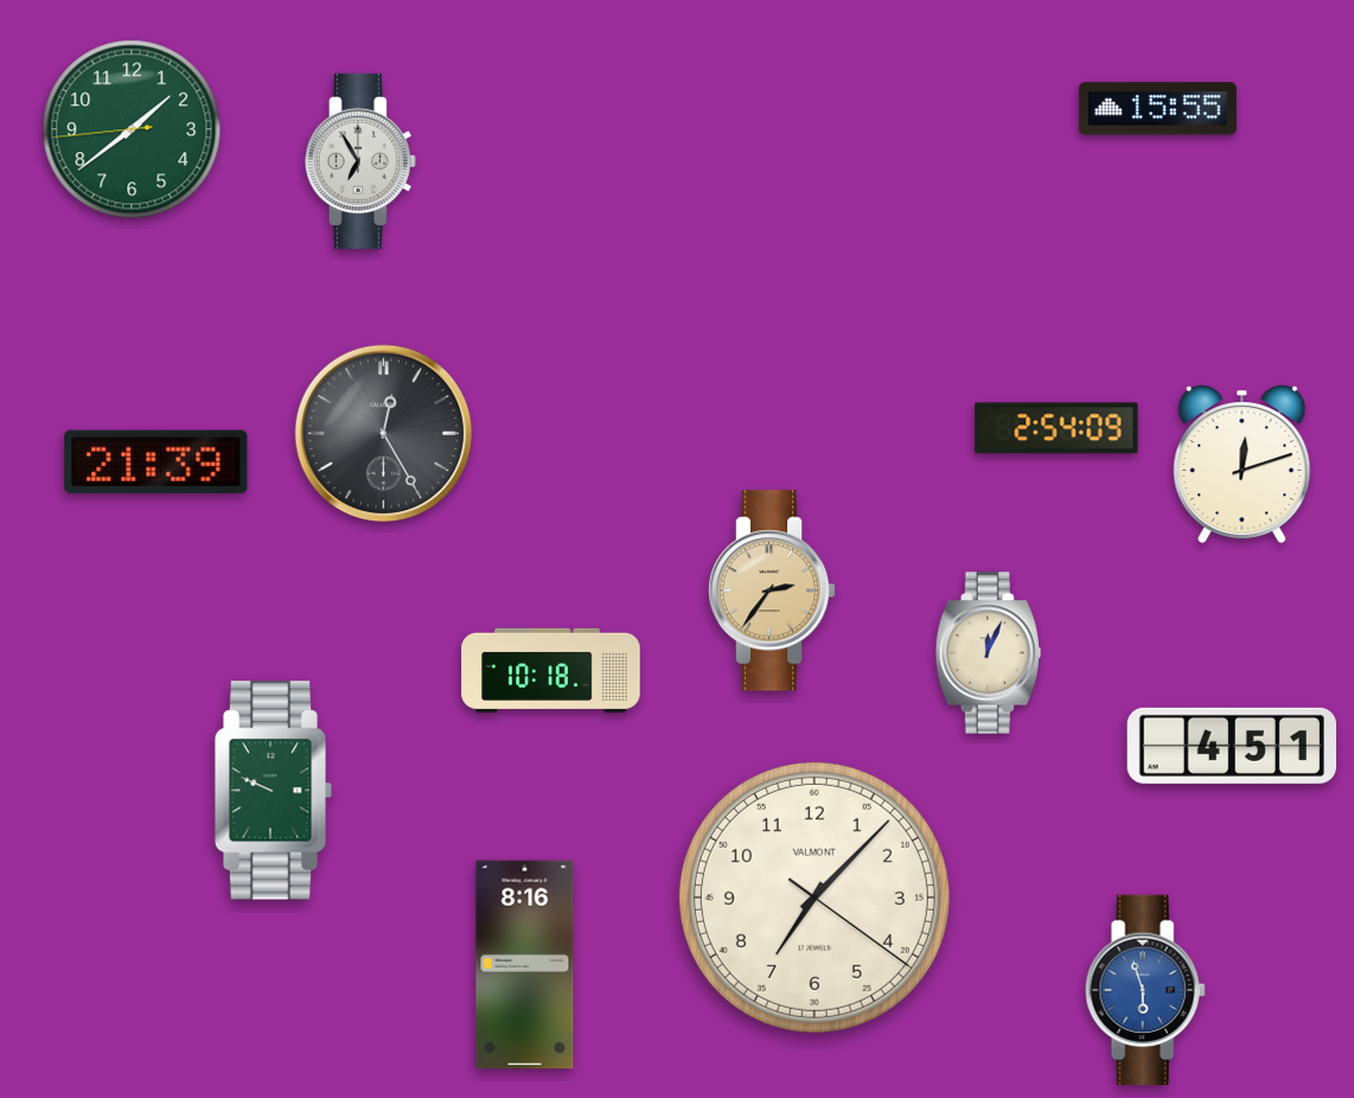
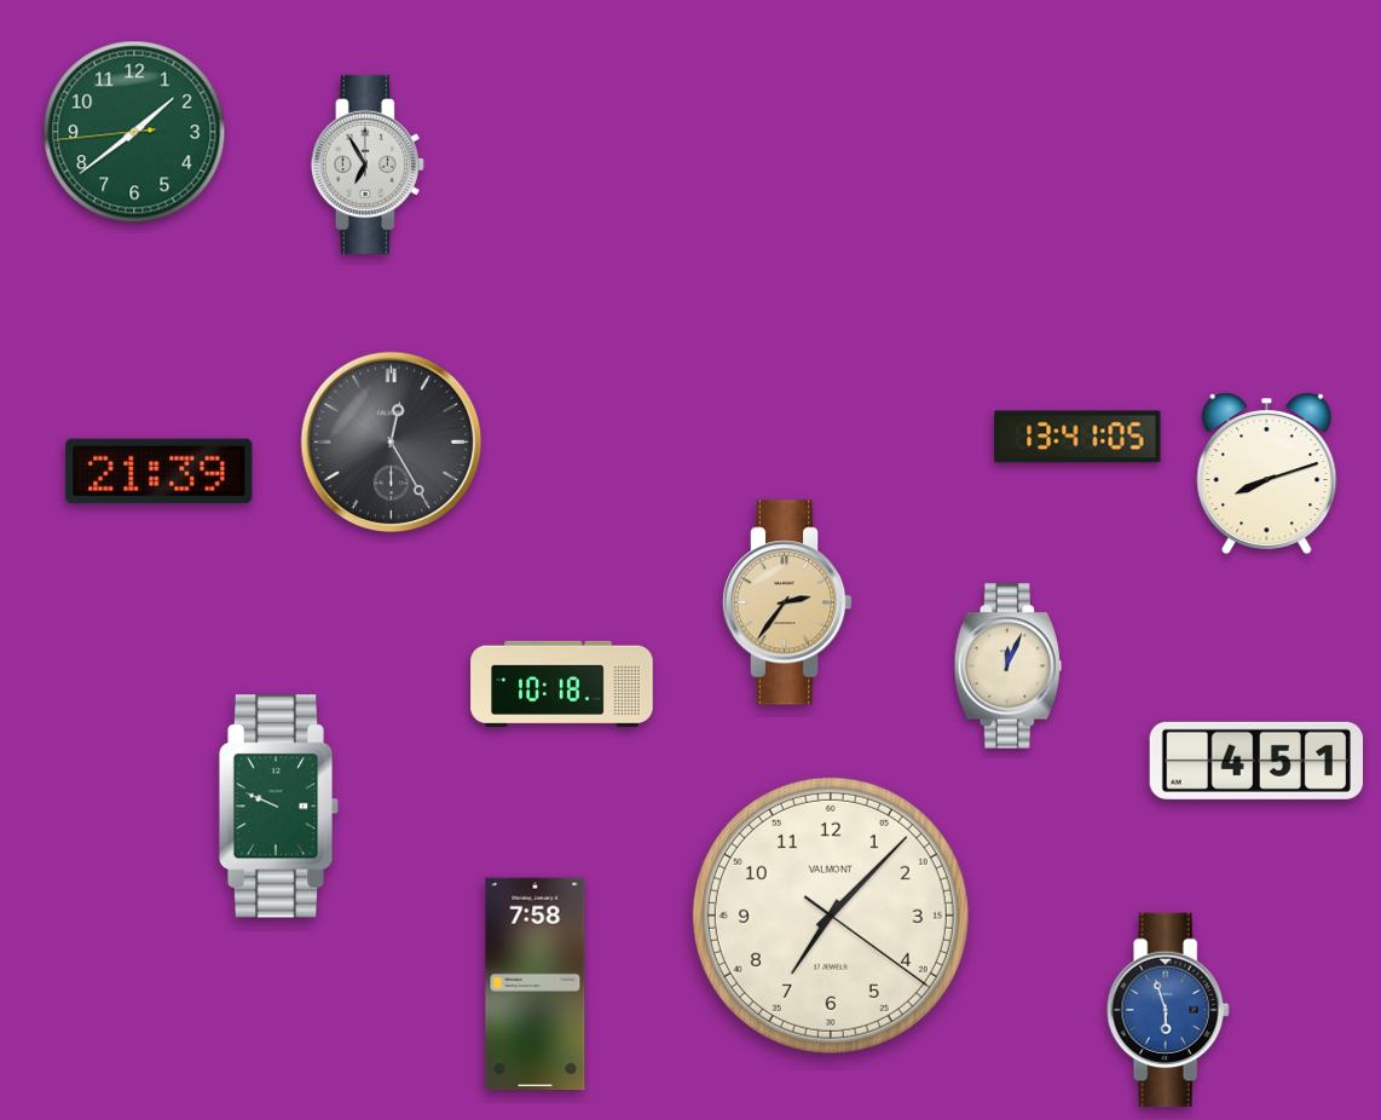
clock at (1157, 109): 15:55 -> none
clock at (1056, 428): 2:54 -> 13:41
clock at (1243, 465): 12:12 -> 8:12
clock at (525, 965): 8:16 -> 7:58
